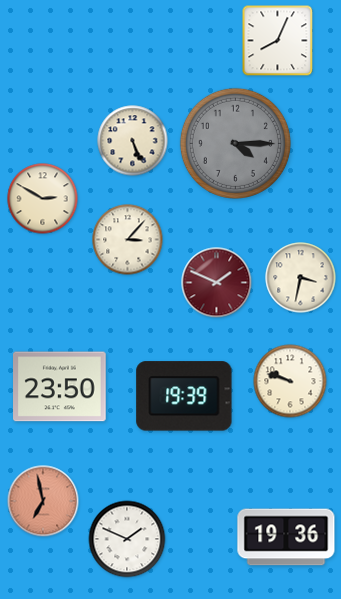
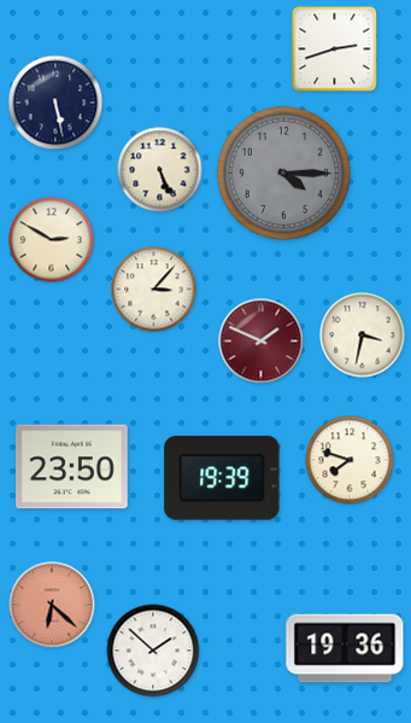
clock at (278, 41): 8:04 -> 2:42
clock at (55, 103): none -> 5:28
clock at (290, 381): 9:48 -> 7:48
clock at (43, 501): 6:58 -> 6:22
clock at (127, 539): 1:49 -> 1:52
